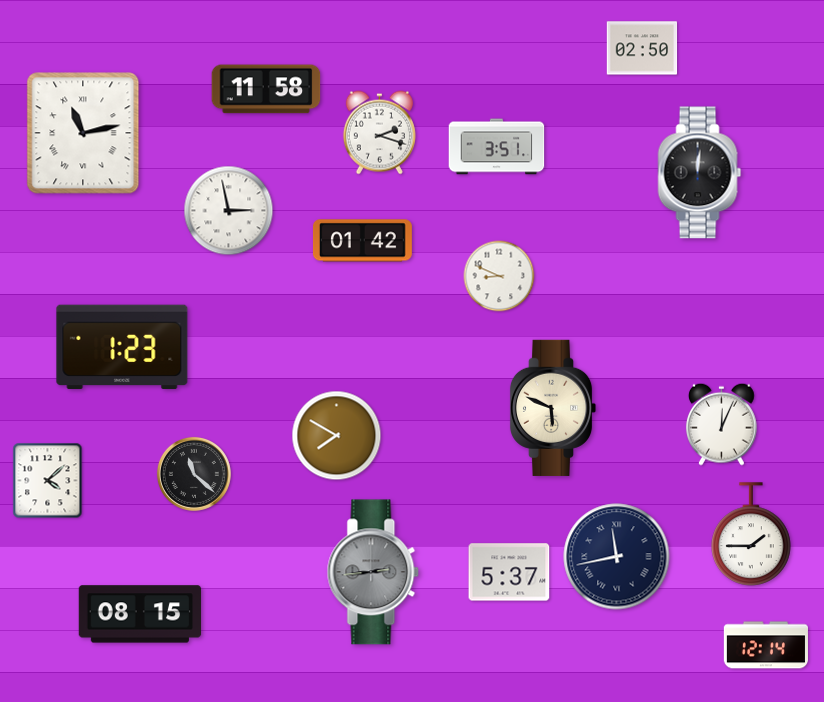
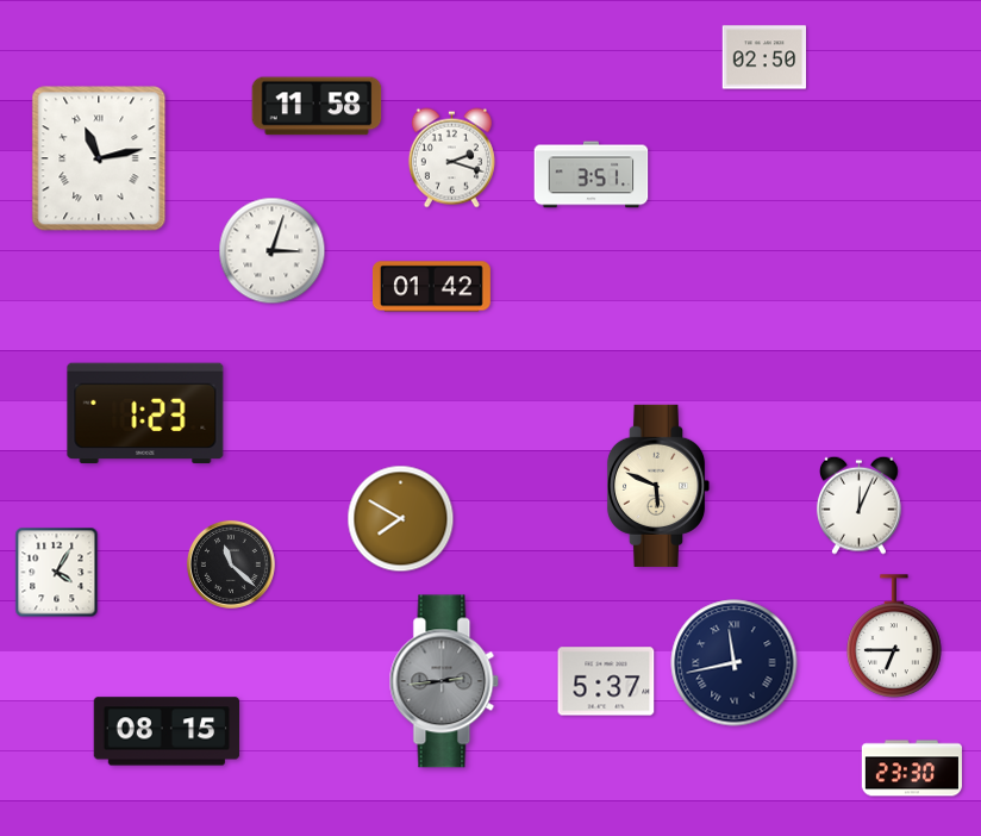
clock at (700, 173): 12:01 -> none
clock at (229, 211): 2:58 -> 3:03
clock at (499, 276): 8:49 -> none
clock at (48, 481): 4:08 -> 4:05
clock at (751, 534): 1:45 -> 6:45
clock at (766, 645): 12:14 -> 23:30
